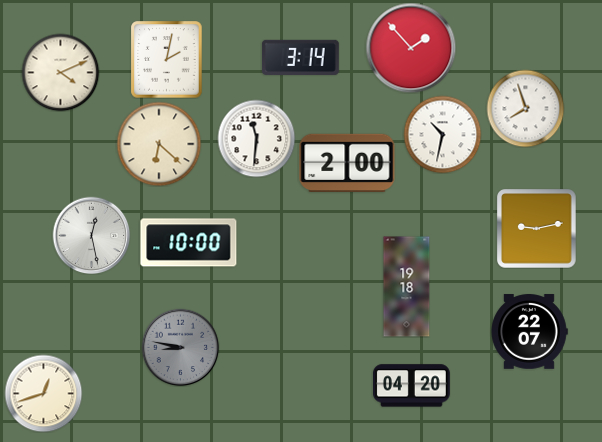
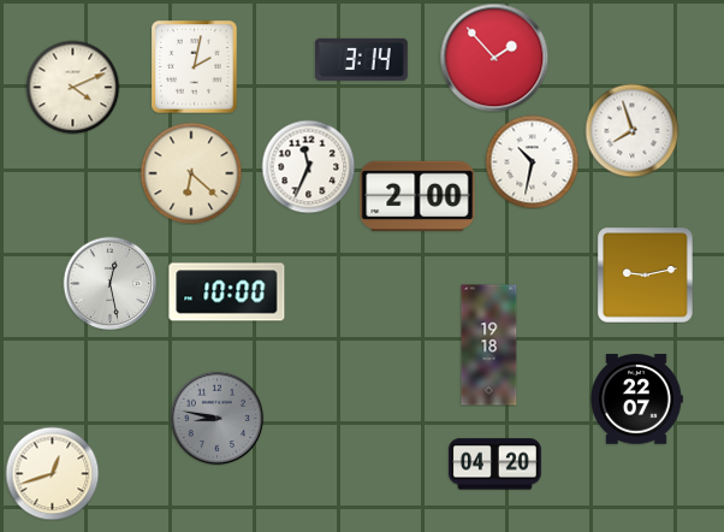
clock at (300, 57) position: (300, 57) -> (361, 59)
clock at (167, 59) position: (167, 59) -> (195, 66)
clock at (256, 138): 11:31 -> 11:34
